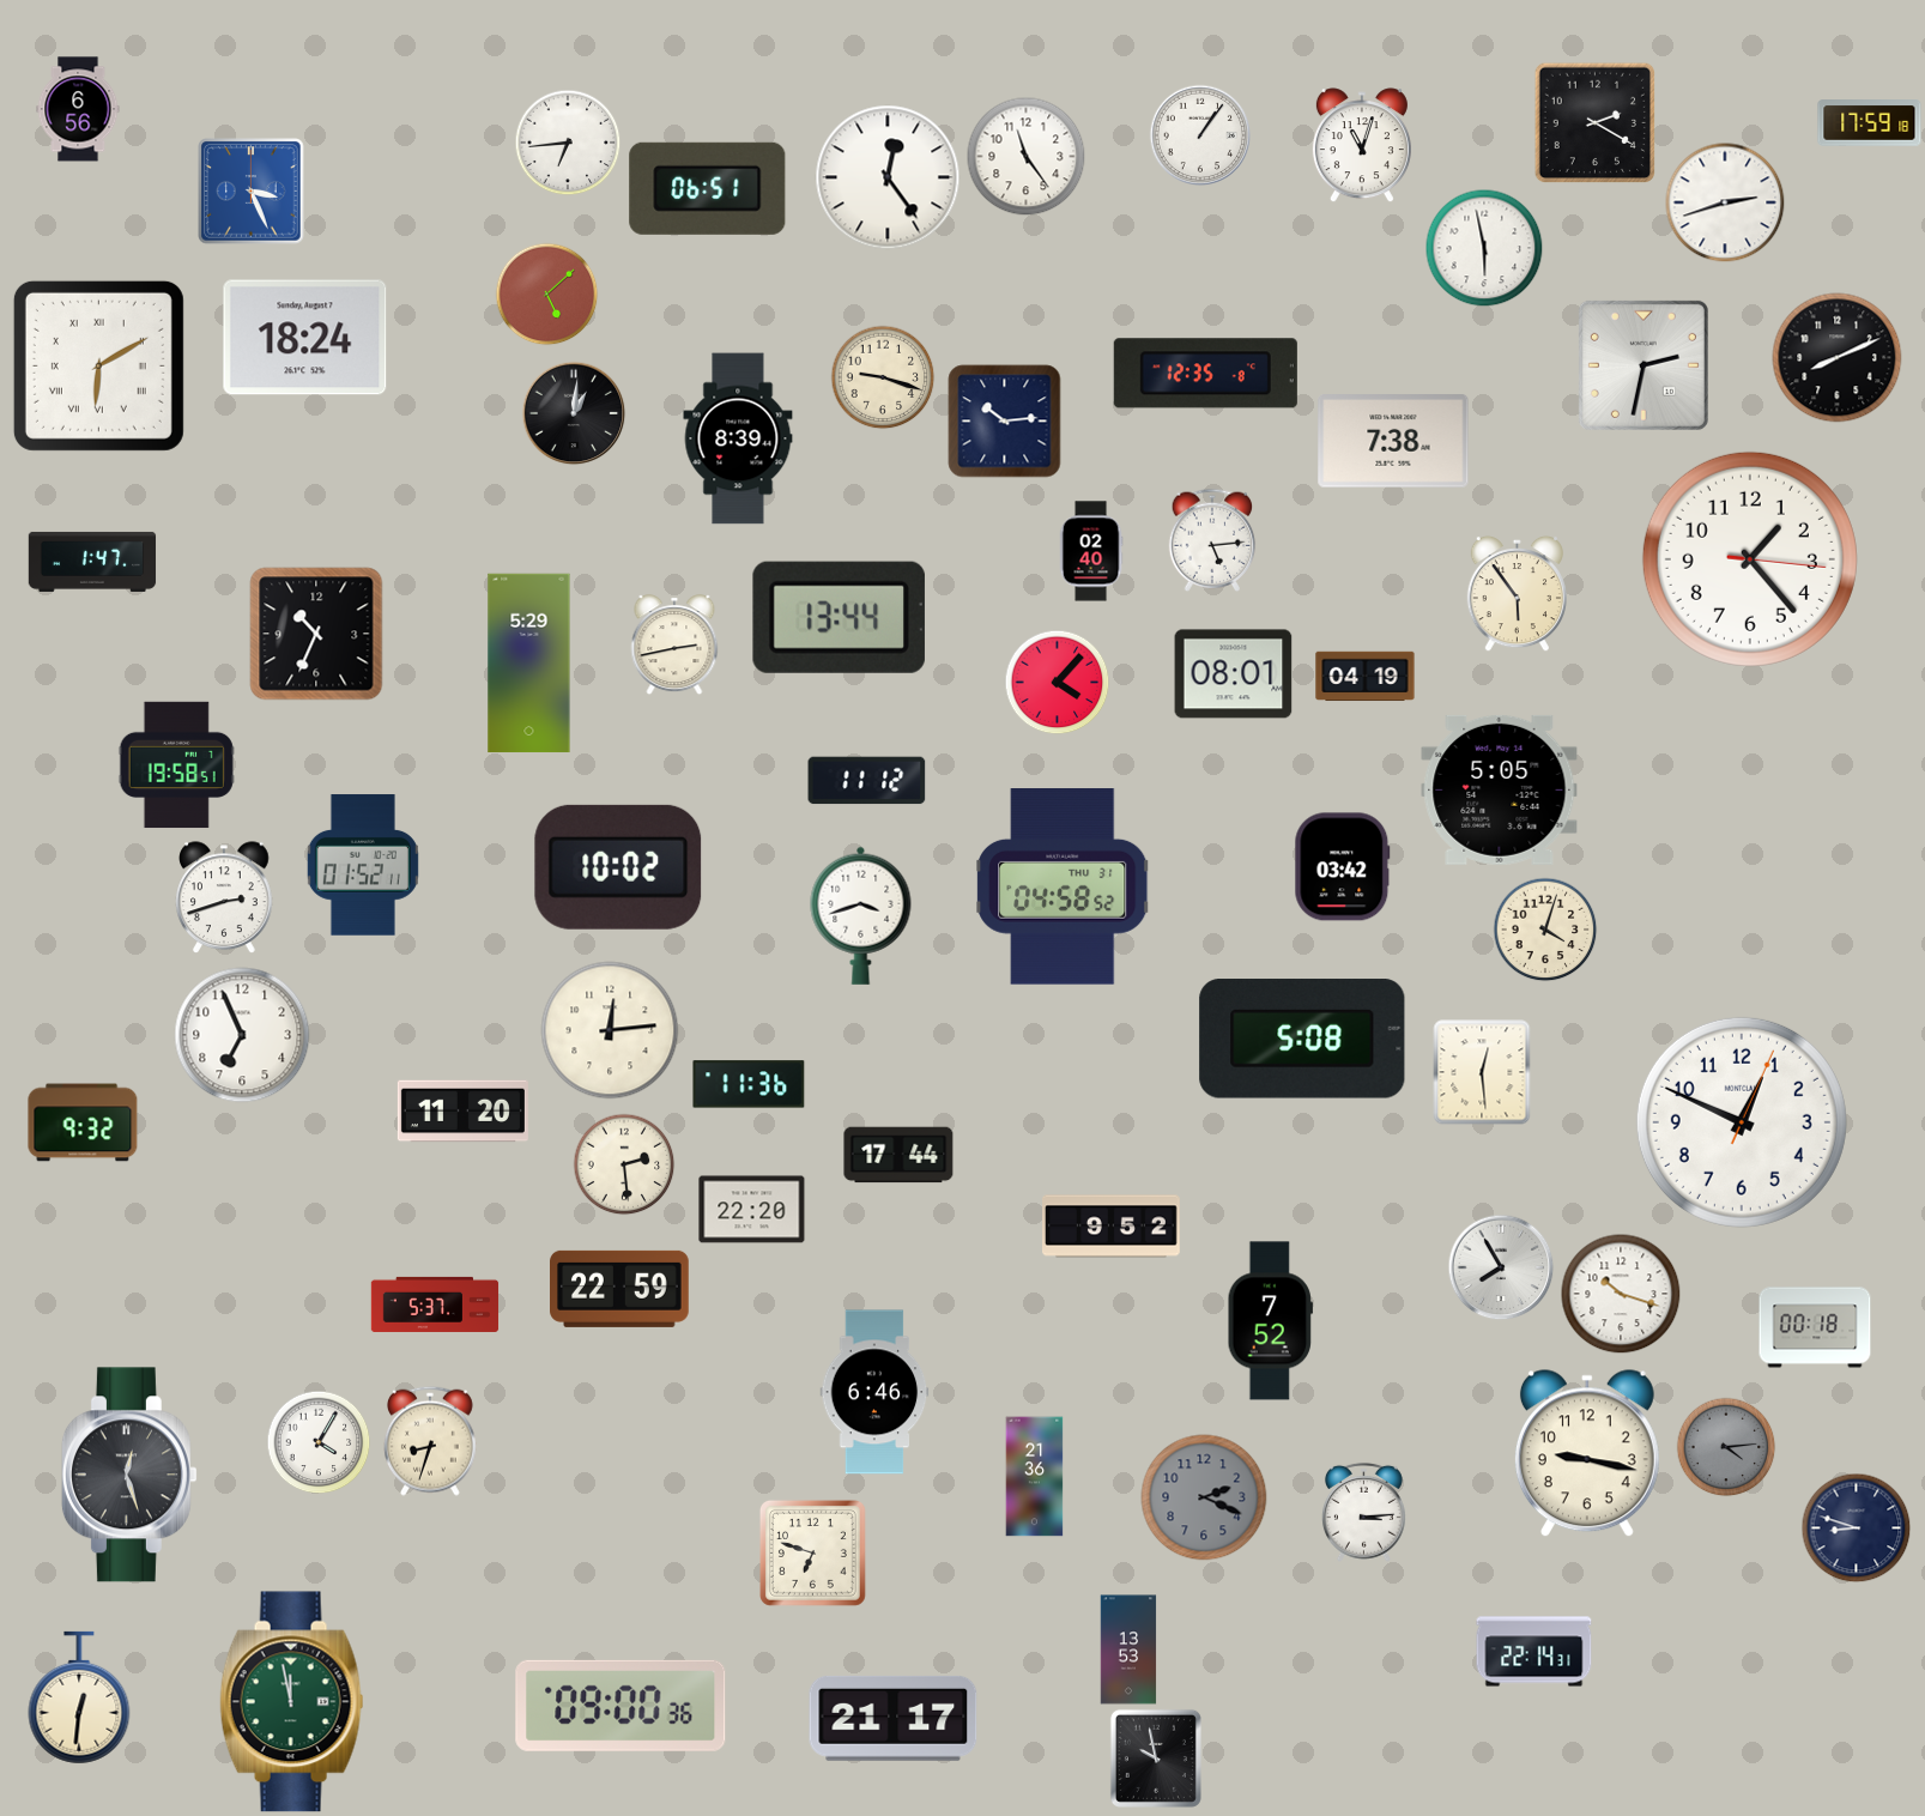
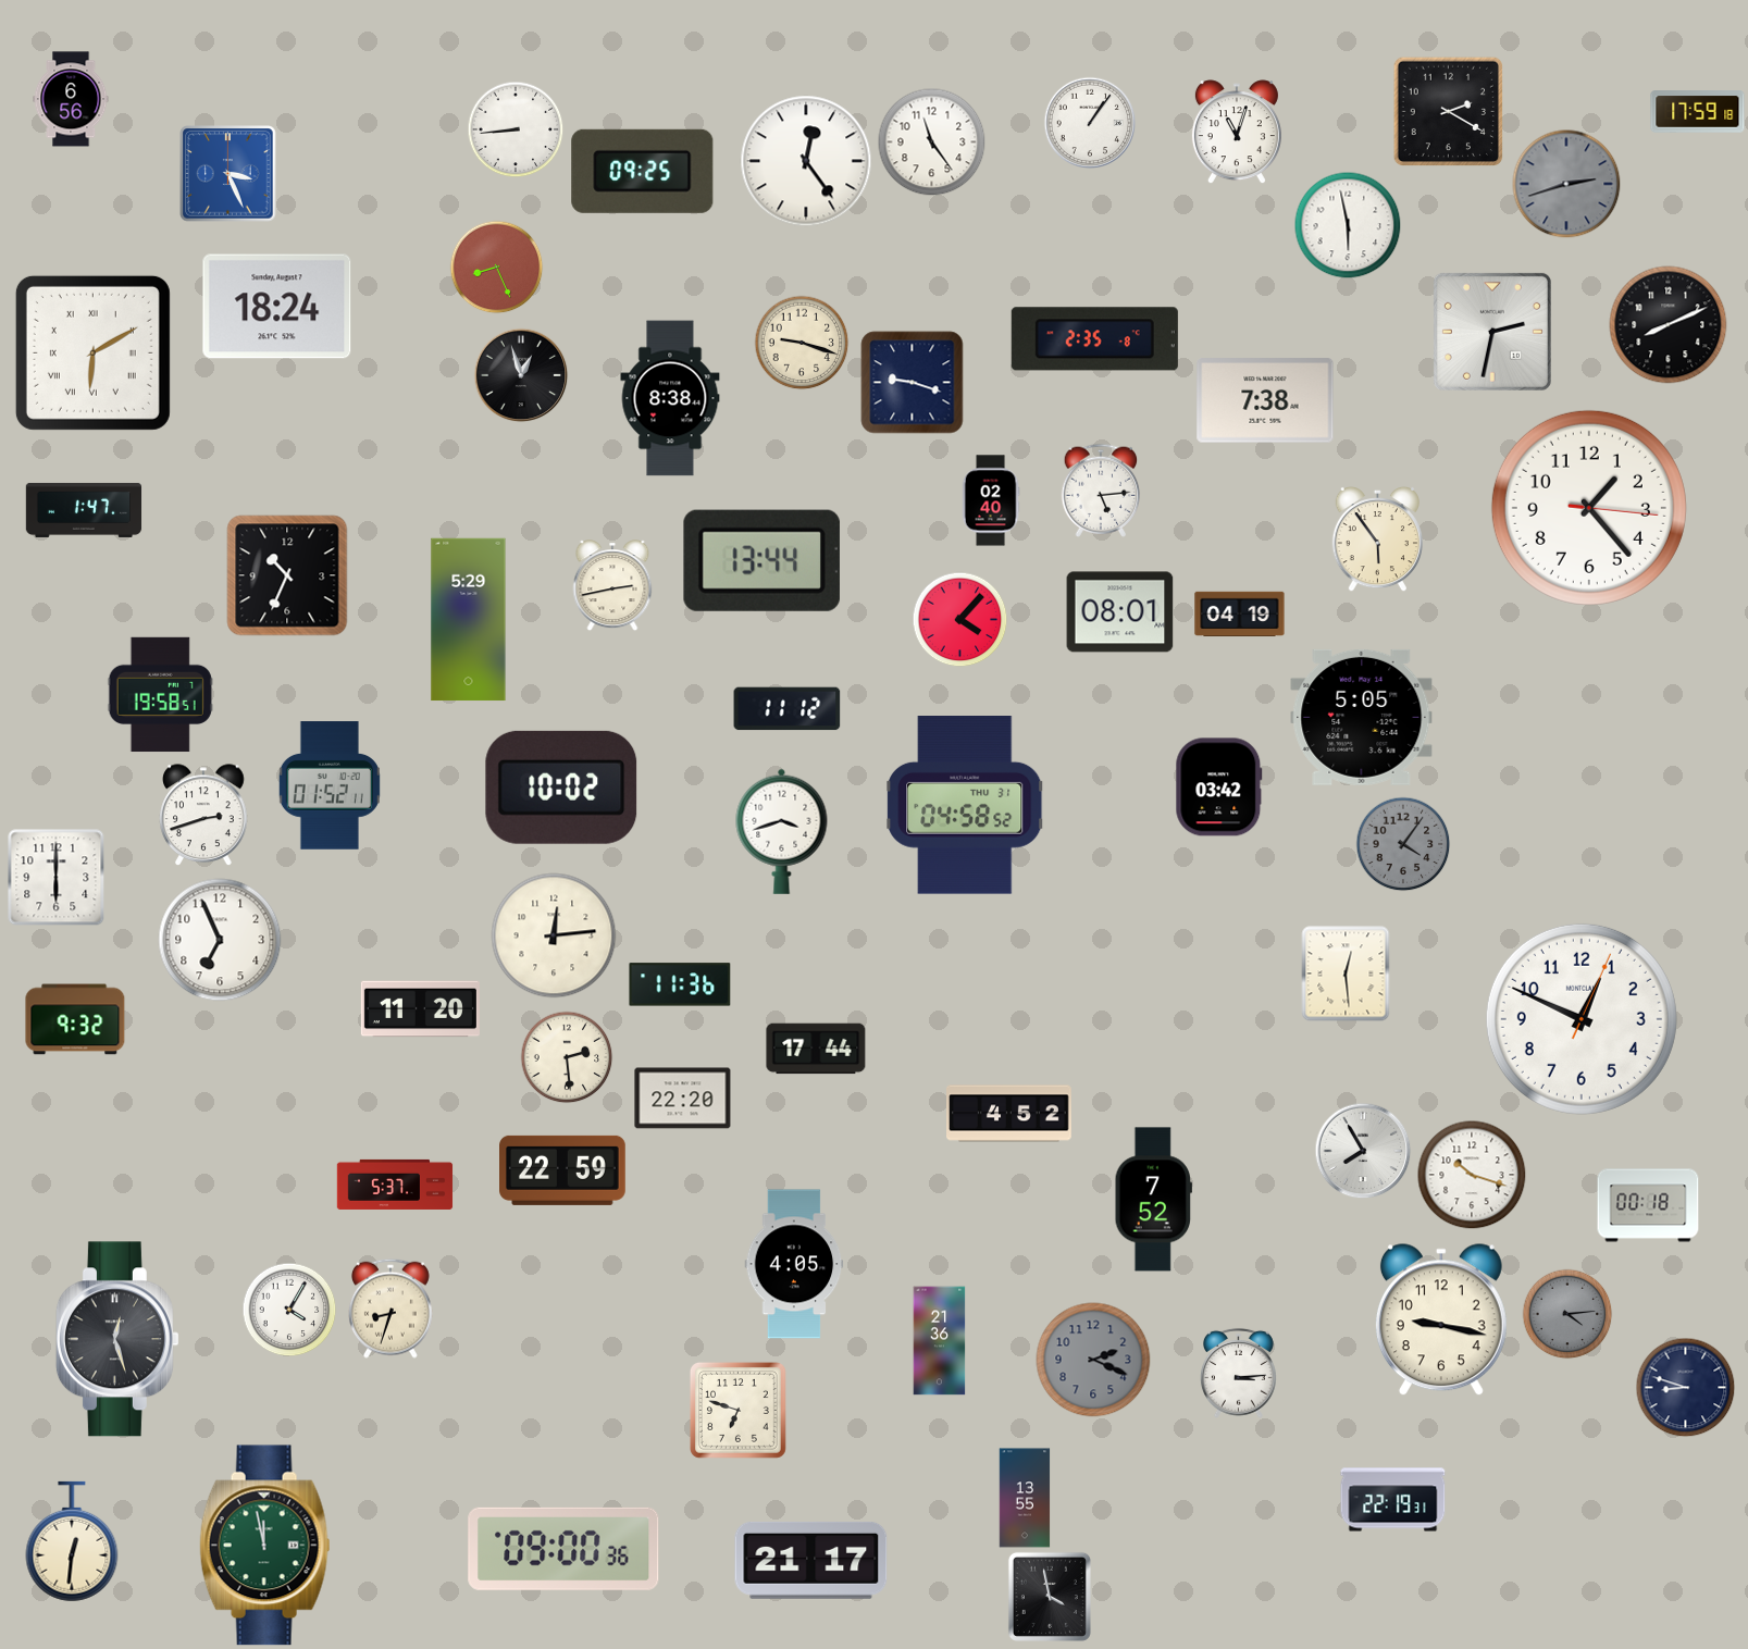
clock at (568, 143): 6:44 -> 8:44
clock at (708, 188): 06:51 -> 09:25
clock at (1725, 202) dial: white -> grey
clock at (546, 293): 5:08 -> 8:26
clock at (98, 365) position: (98, 365) -> (92, 352)
clock at (1205, 374): 12:35 -> 2:35
clock at (574, 413): 1:01 -> 12:57
clock at (1005, 422): 10:14 -> 9:18
clock at (738, 438): 8:39 -> 8:38
clock at (529, 664) position: (529, 664) -> (469, 620)
clock at (1545, 930): 4:03 -> 4:06
clock at (1545, 930) dial: cream -> grey
clock at (55, 877): none -> 6:00
clock at (1302, 1039): 5:08 -> none
clock at (1112, 1227): 9:52 -> 4:52
clock at (874, 1392): 6:46 -> 4:05
clock at (1128, 1649): 13:53 -> 13:55
clock at (1534, 1652): 22:14 -> 22:19
clock at (1156, 1759): 9:58 -> 3:58
